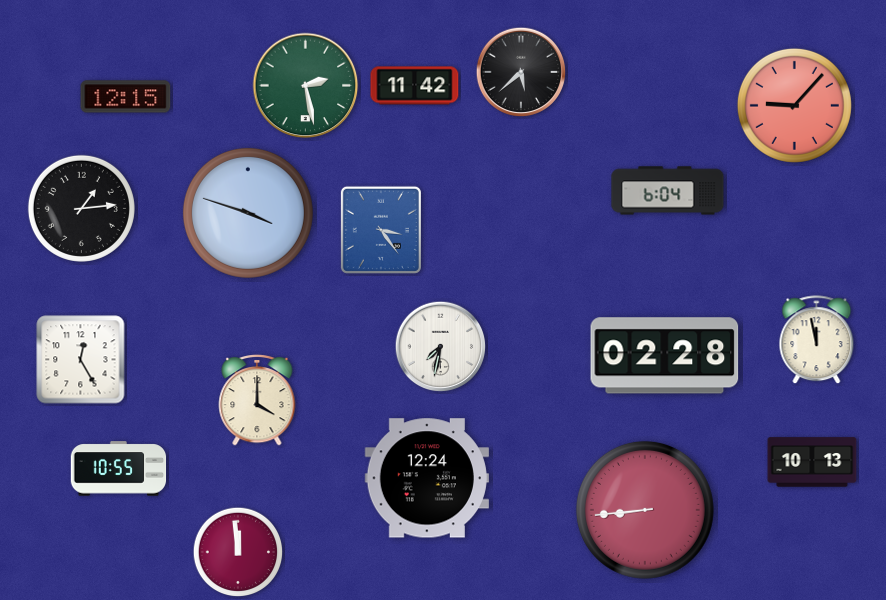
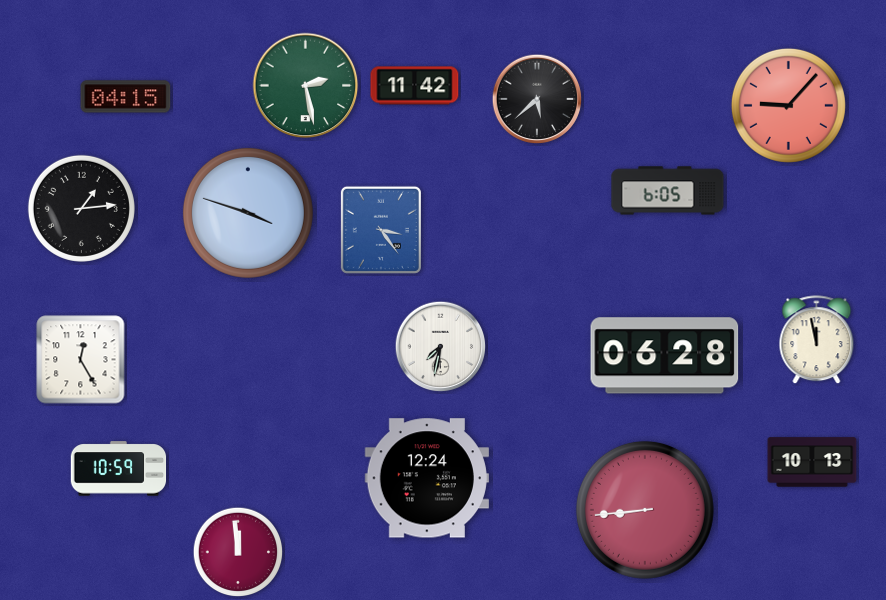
clock at (521, 72) position: (521, 72) -> (537, 99)
clock at (126, 97): 12:15 -> 04:15
clock at (794, 105) position: (794, 105) -> (788, 105)
clock at (668, 191): 6:04 -> 6:05
clock at (665, 356): 02:28 -> 06:28
clock at (257, 400): 4:00 -> none
clock at (119, 469): 10:55 -> 10:59
